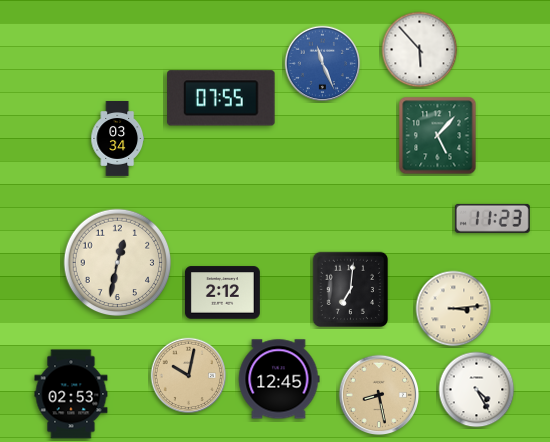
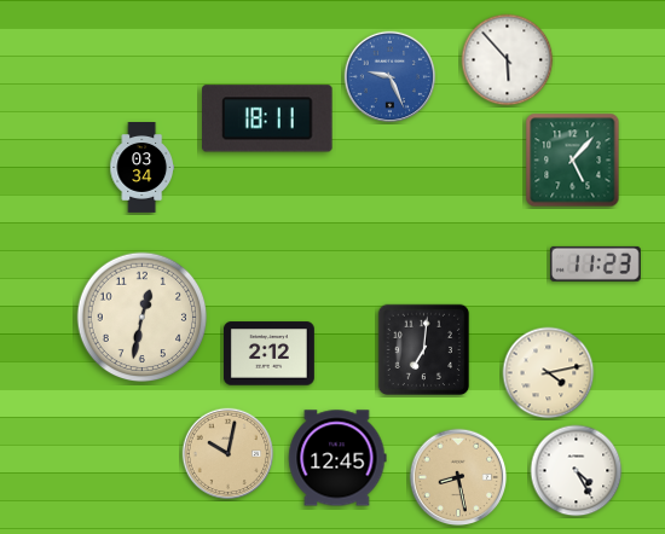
clock at (323, 64): 11:26 -> 9:26
clock at (221, 98): 07:55 -> 18:11
clock at (438, 136) position: (438, 136) -> (573, 161)
clock at (454, 309): 3:14 -> 4:13
clock at (71, 394): 02:53 -> none
